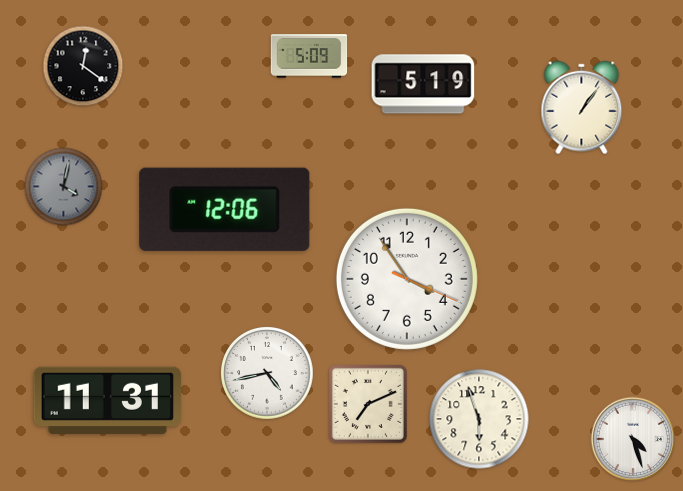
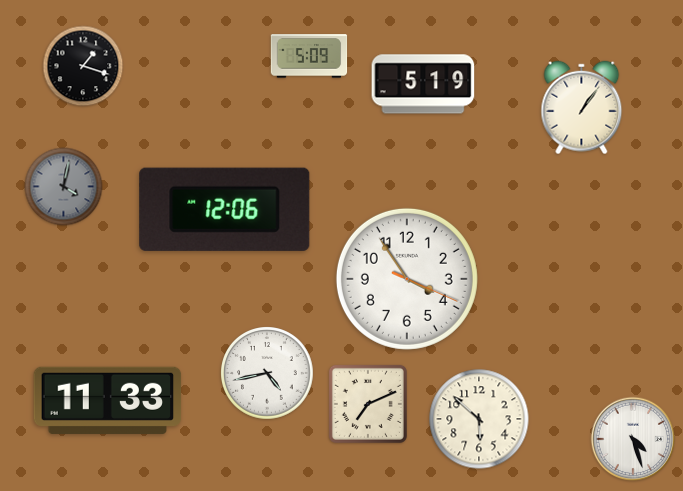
clock at (83, 66): 12:21 -> 1:18
clock at (108, 400): 11:31 -> 11:33
clock at (479, 419): 5:57 -> 5:52
